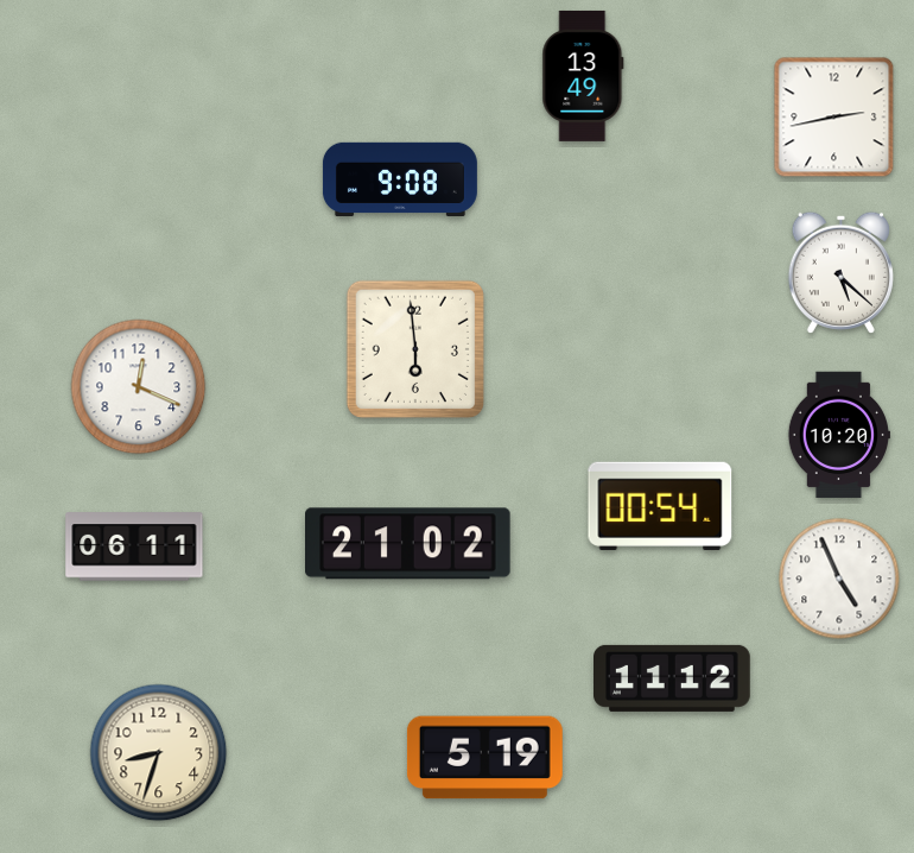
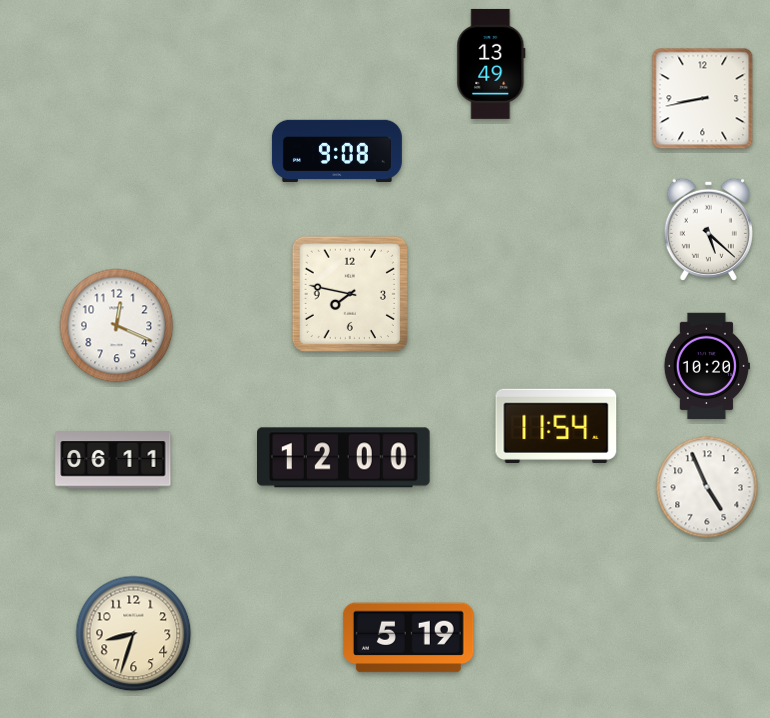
clock at (834, 118): 2:43 -> 8:43
clock at (415, 349): 5:59 -> 7:47
clock at (660, 506): 00:54 -> 11:54
clock at (408, 544): 21:02 -> 12:00
clock at (673, 678): 11:12 -> none
